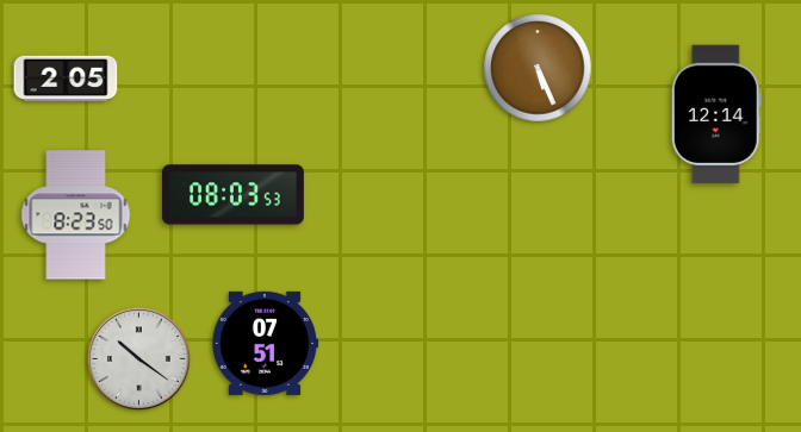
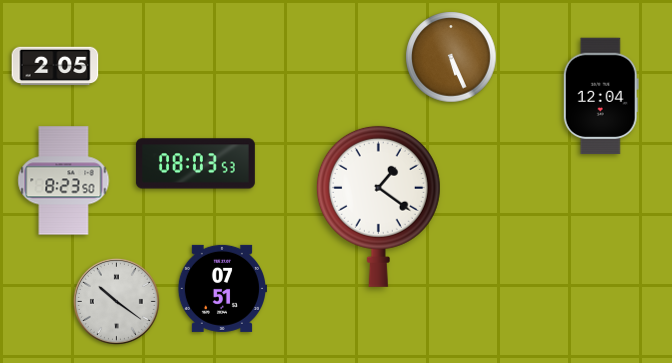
clock at (716, 114): 12:14 -> 12:04
clock at (378, 206): none -> 1:21
